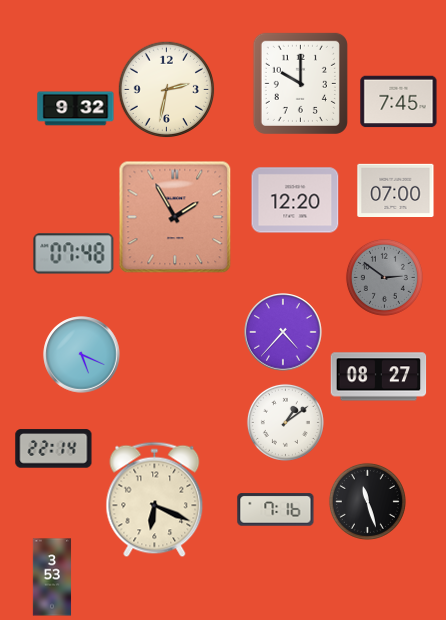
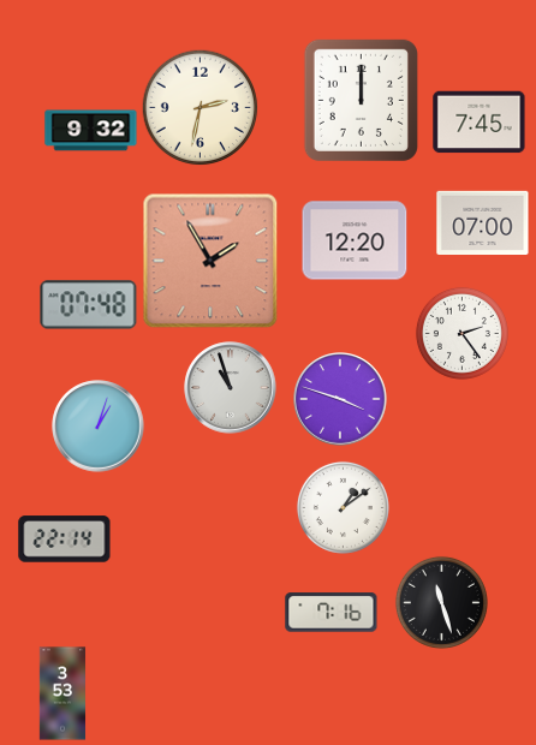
clock at (300, 83): 10:00 -> 12:00
clock at (396, 190) position: (396, 190) -> (483, 222)
clock at (384, 277): 2:51 -> 2:24
clock at (384, 277) dial: grey -> white
clock at (231, 388): none -> 10:57
clock at (283, 332): 4:37 -> 3:48
clock at (82, 355): 5:19 -> 1:03
clock at (379, 377): 08:27 -> none
clock at (155, 500): 6:19 -> none
